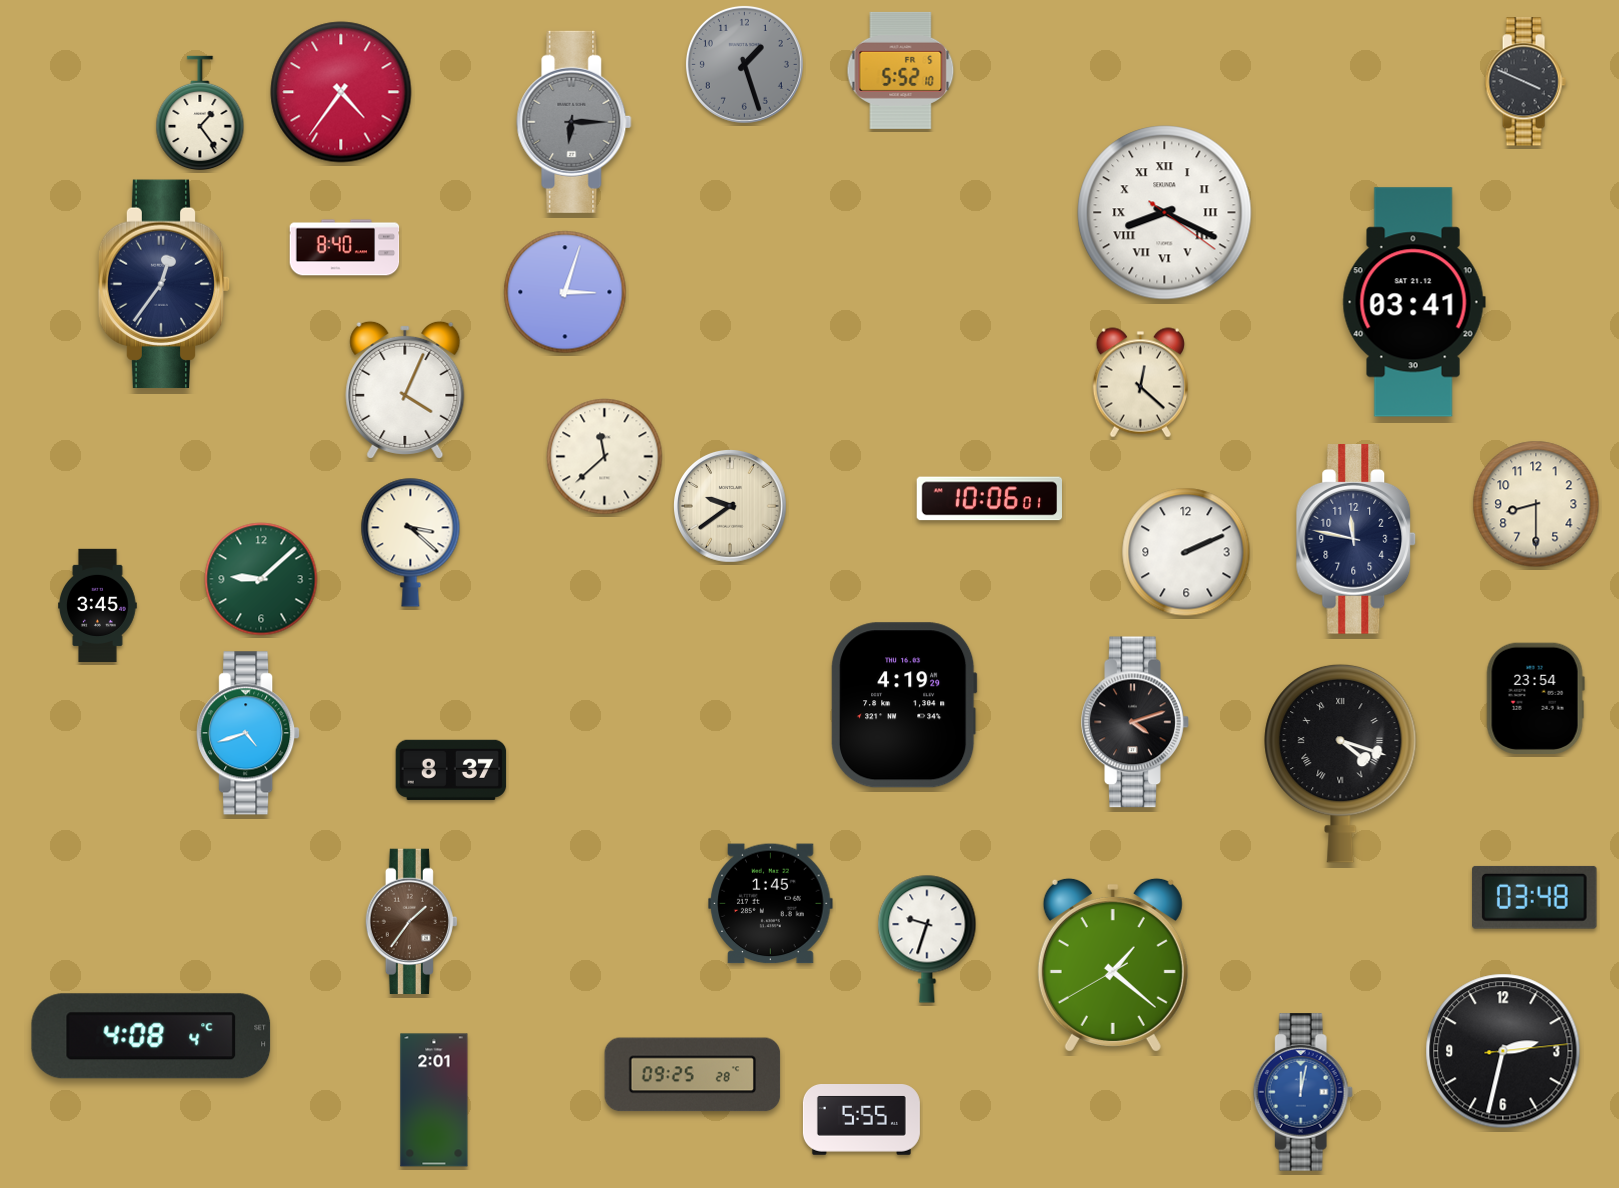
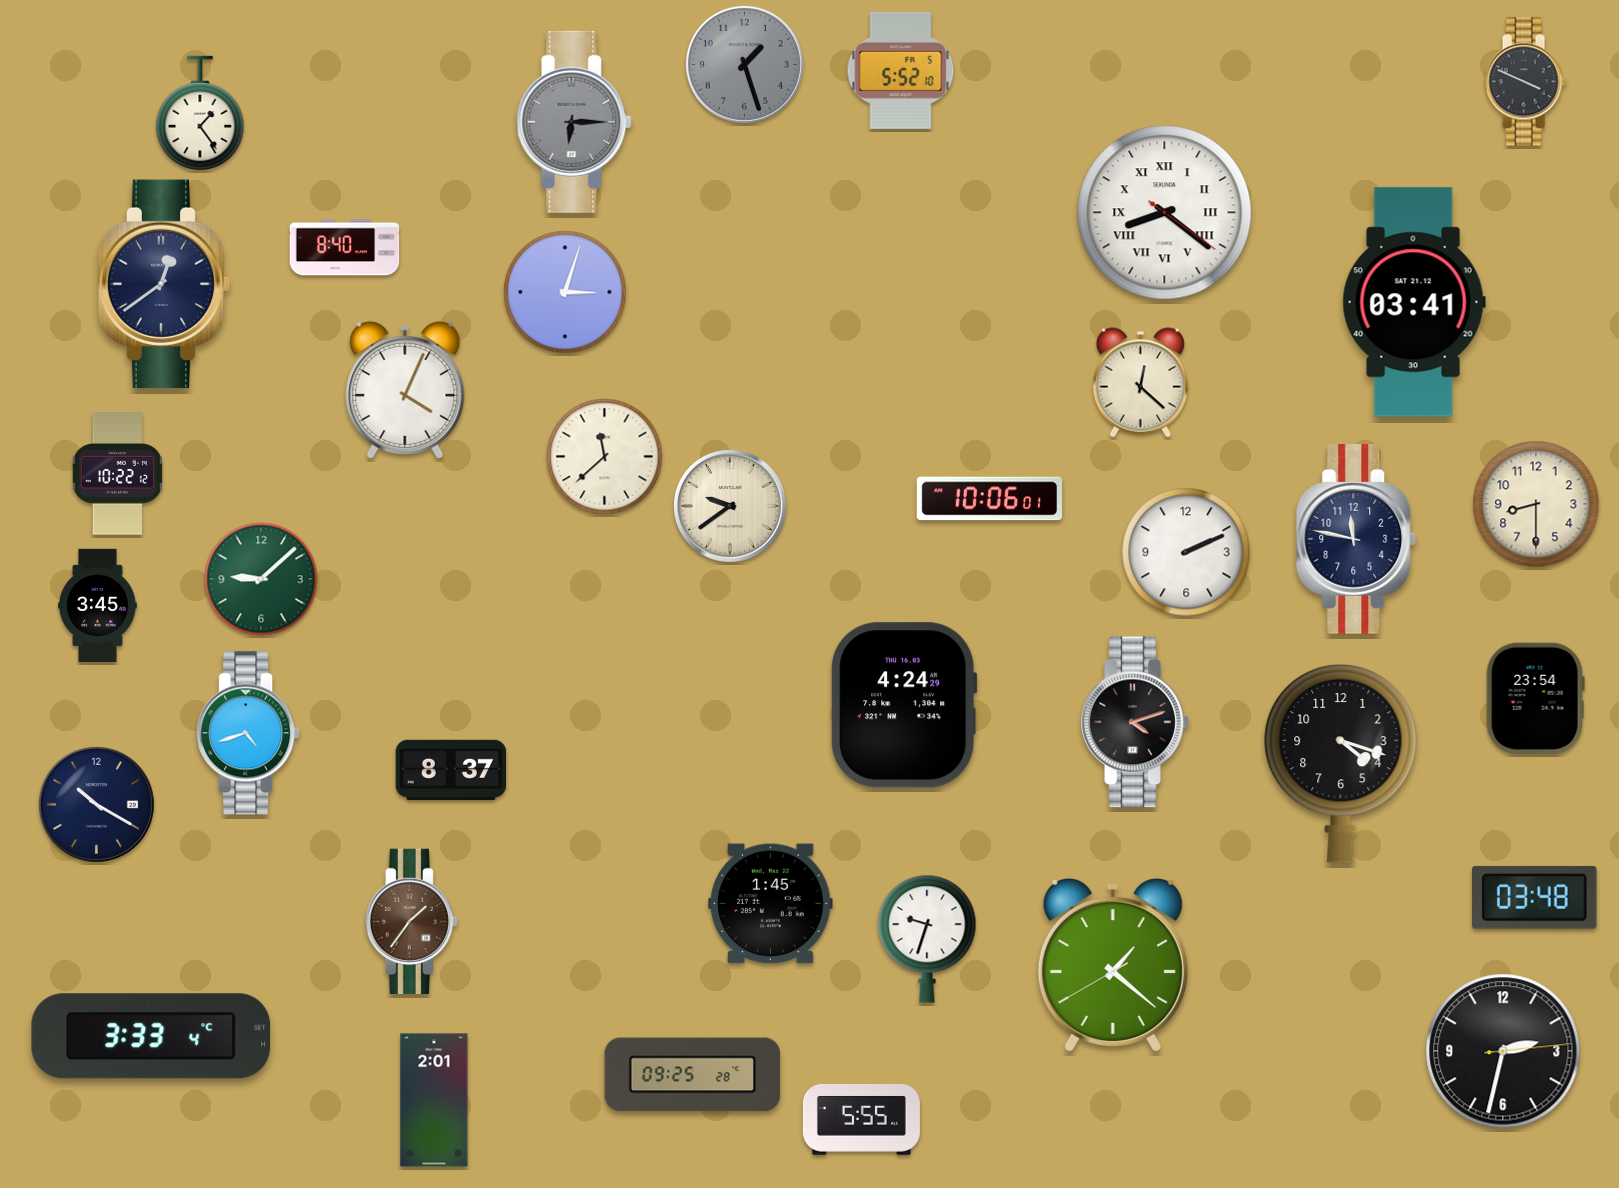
clock at (341, 92): 4:36 -> none
clock at (1165, 213): 8:19 -> 8:21
clock at (164, 284): 12:36 -> 12:39
clock at (117, 474): none -> 10:22
clock at (411, 542): 3:22 -> none
clock at (904, 705): 4:19 -> 4:24
clock at (1341, 763) numerals: Roman -> Arabic
clock at (96, 804): none -> 10:20
clock at (151, 1036): 4:08 -> 3:33
clock at (1303, 1092): 12:02 -> none
